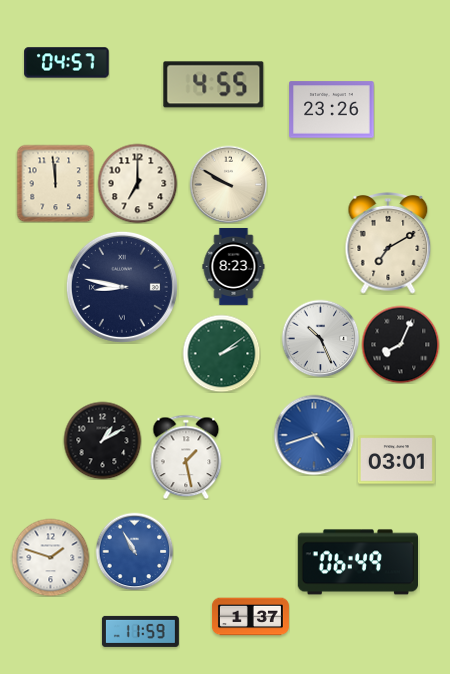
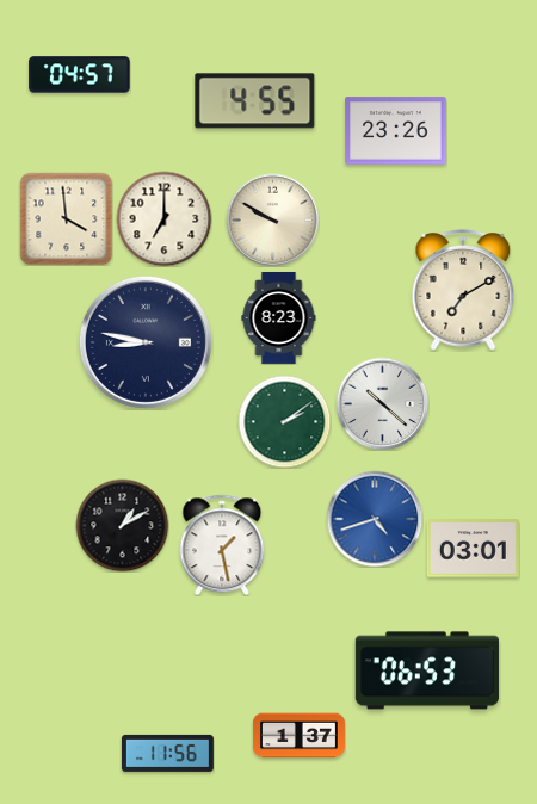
clock at (55, 183): 11:59 -> 3:59
clock at (320, 338): 10:26 -> 10:22
clock at (400, 344): 8:04 -> none
clock at (221, 353) position: (221, 353) -> (284, 421)
clock at (134, 551): 10:55 -> none
clock at (50, 557): 1:48 -> none
clock at (357, 562): 06:49 -> 06:53
clock at (140, 631): 11:59 -> 11:56
